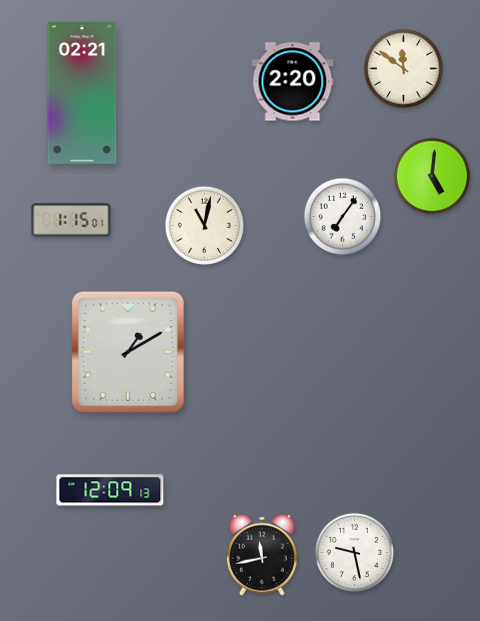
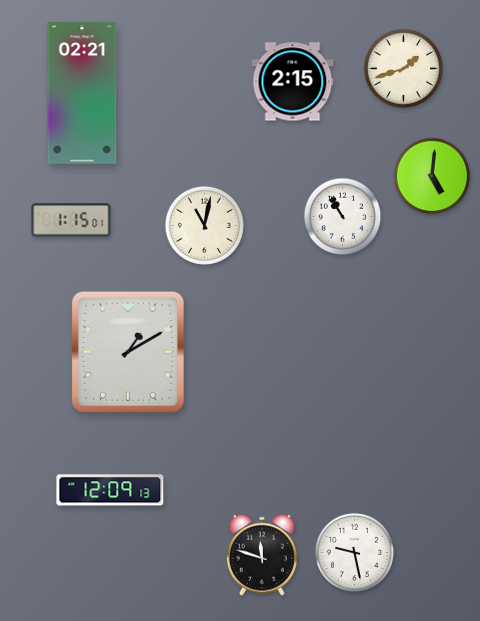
clock at (403, 68): 11:51 -> 1:42
clock at (293, 82): 2:20 -> 2:15
clock at (343, 217): 7:06 -> 10:55
clock at (262, 555): 11:43 -> 11:48
